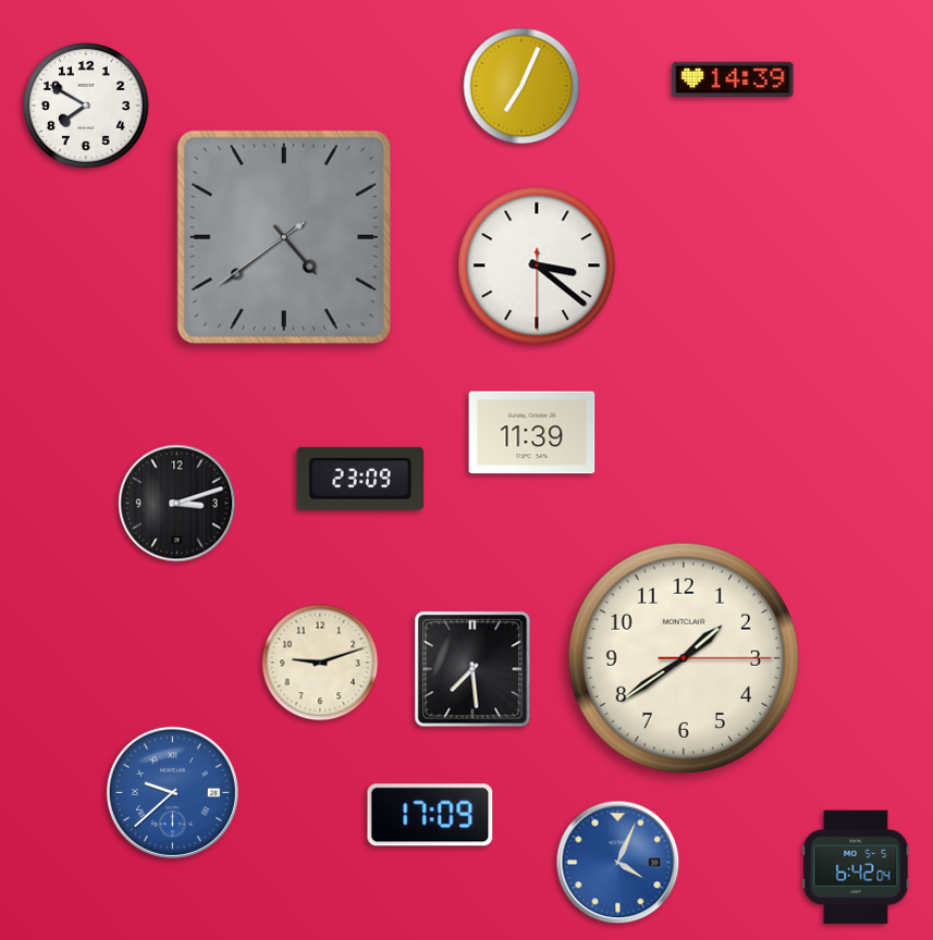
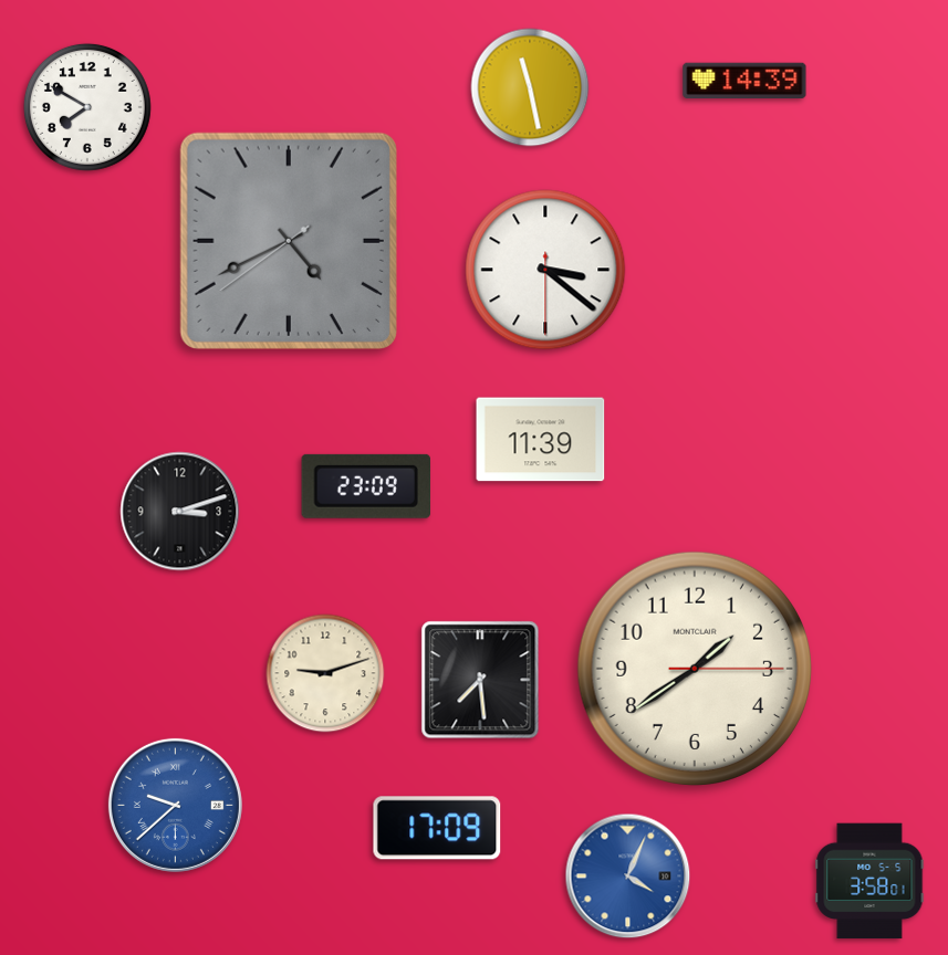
clock at (521, 86): 7:04 -> 11:28
clock at (284, 237): 4:38 -> 4:40
clock at (856, 867): 6:42 -> 3:58
